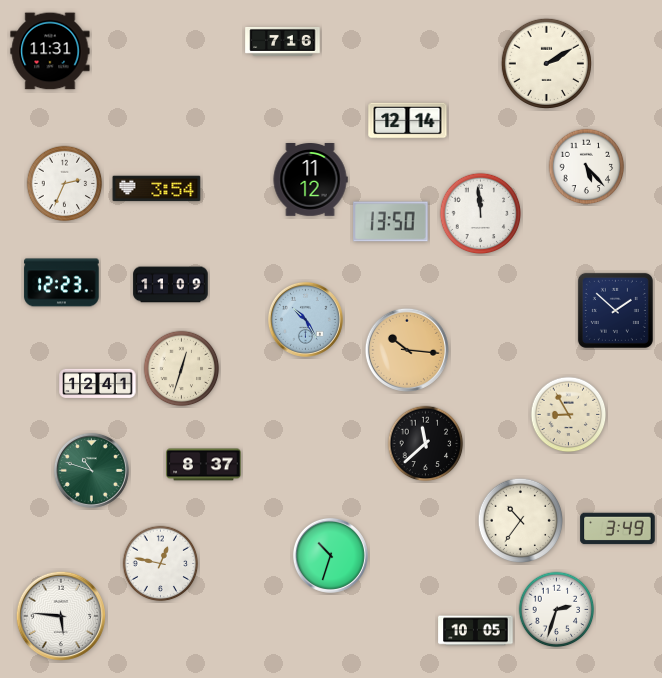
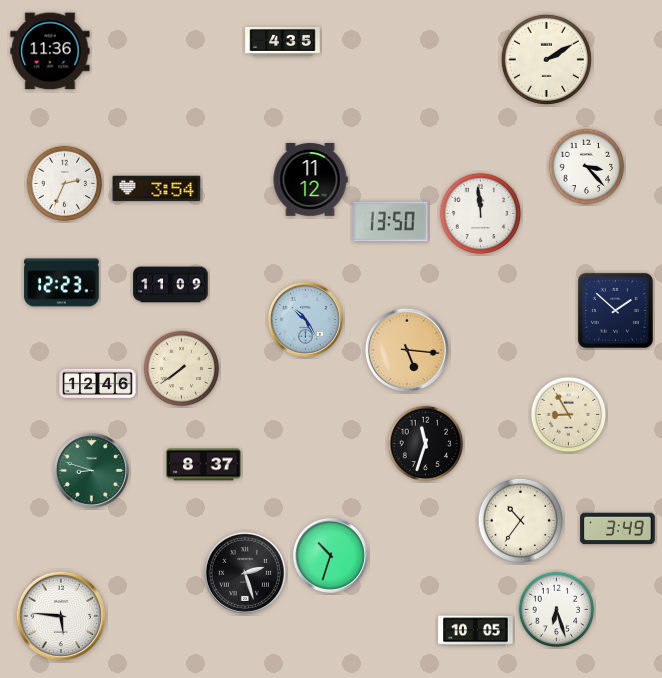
clock at (283, 41): 7:16 -> 4:35
clock at (50, 51): 11:31 -> 11:36
clock at (546, 63) position: (546, 63) -> (546, 59)
clock at (408, 121): 12:14 -> none
clock at (587, 167): 5:23 -> 3:23
clock at (407, 350): 10:16 -> 5:16
clock at (182, 369): 12:33 -> 7:39
clock at (98, 383): 12:41 -> 12:46
clock at (426, 444): 11:38 -> 11:33
clock at (91, 470): 10:48 -> 8:48
clock at (161, 564): 12:47 -> none
clock at (245, 573): none -> 2:27
clock at (557, 610): 2:33 -> 6:27
